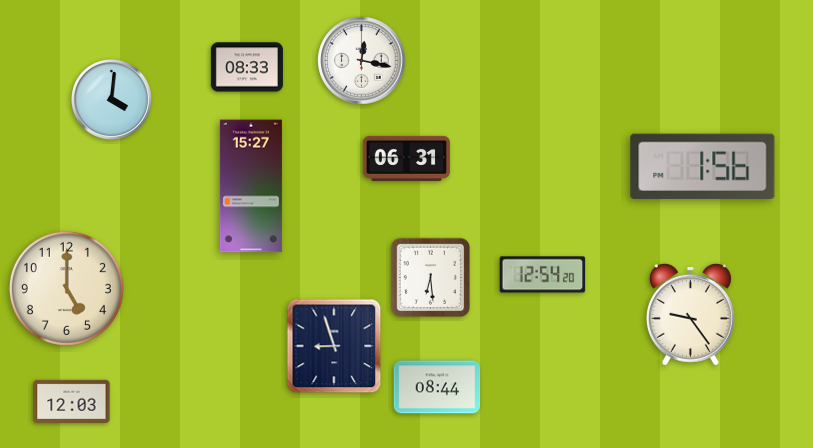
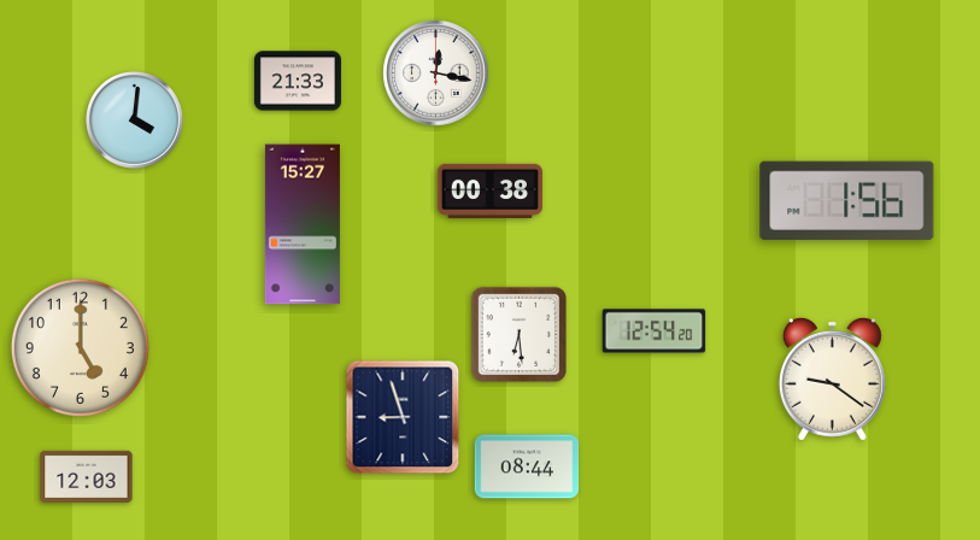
clock at (247, 67): 08:33 -> 21:33
clock at (406, 158): 06:31 -> 00:38
clock at (690, 314): 9:24 -> 9:21
clock at (72, 401) position: (72, 401) -> (87, 476)
